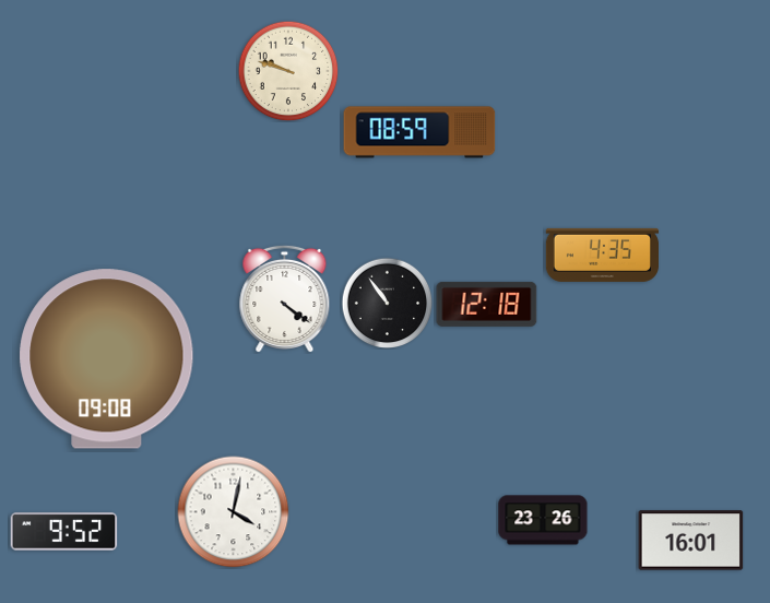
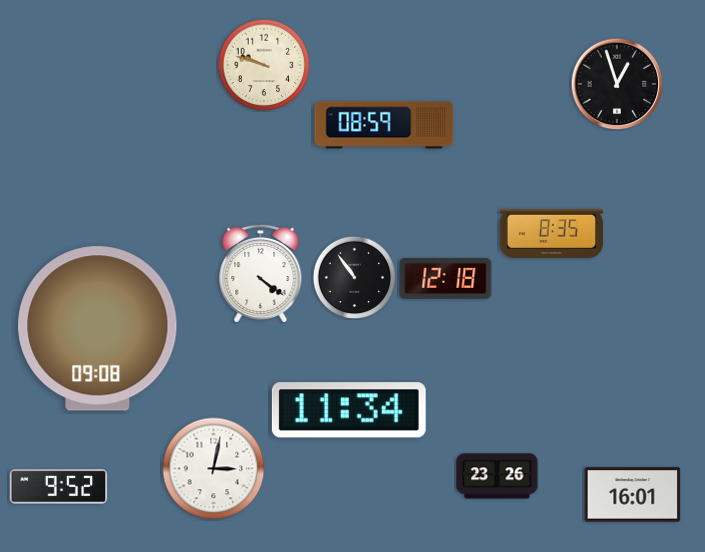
clock at (617, 84): none -> 12:57
clock at (419, 132) position: (419, 132) -> (384, 125)
clock at (602, 255): 4:35 -> 8:35
clock at (349, 410): none -> 11:34
clock at (234, 512): 4:02 -> 3:02
